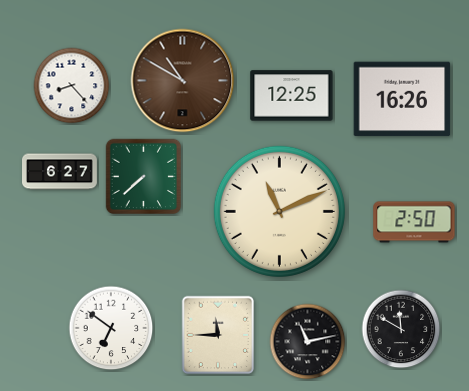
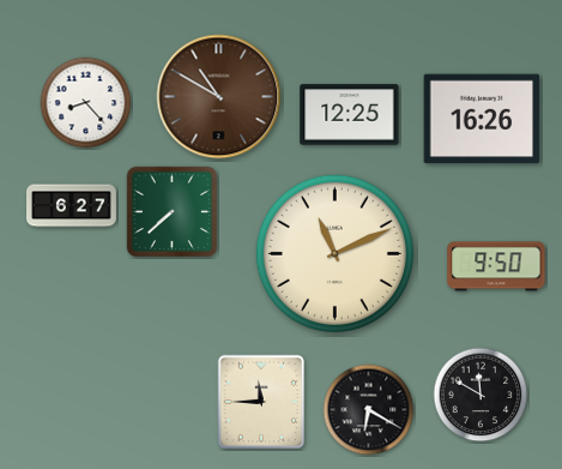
clock at (414, 222): 2:50 -> 9:50
clock at (111, 328): 6:51 -> none
clock at (308, 342): 11:13 -> 6:20
